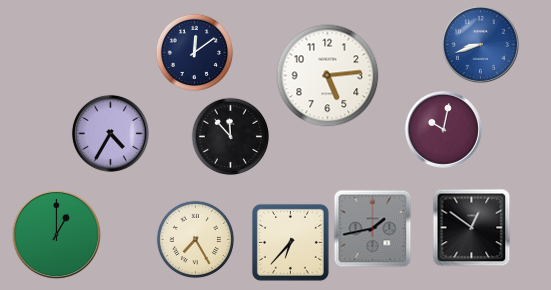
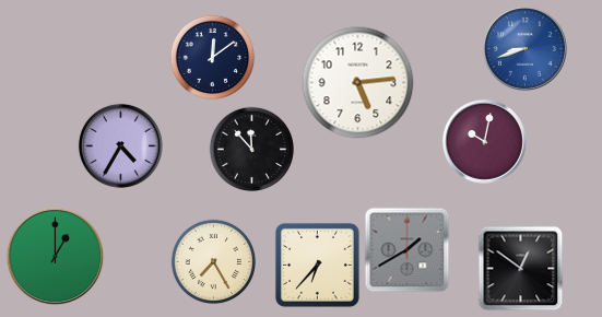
clock at (471, 227) position: (471, 227) -> (520, 268)
clock at (372, 228): 1:43 -> 1:40
clock at (56, 234) position: (56, 234) -> (55, 256)
